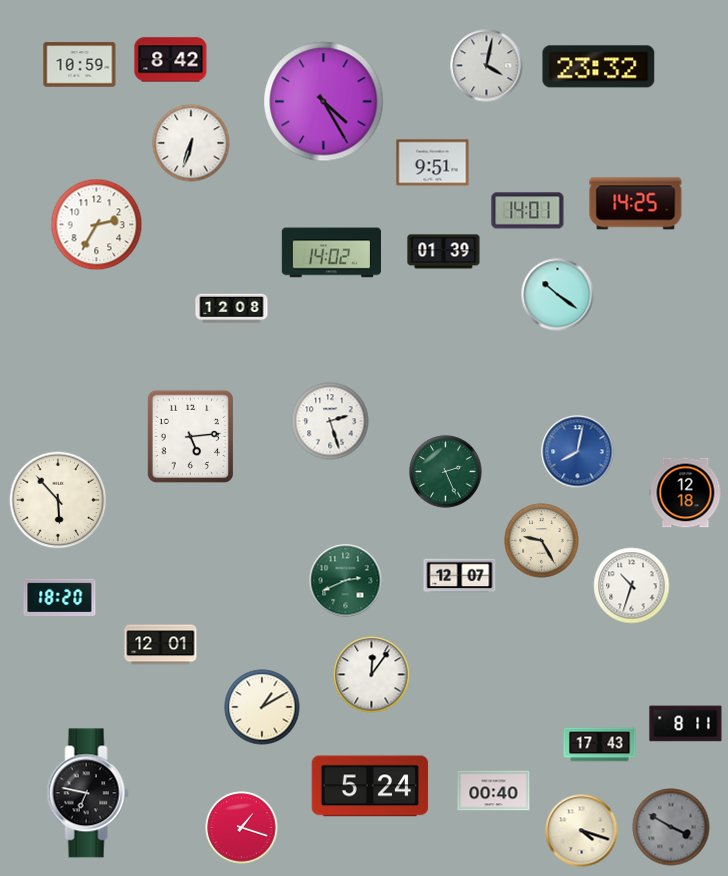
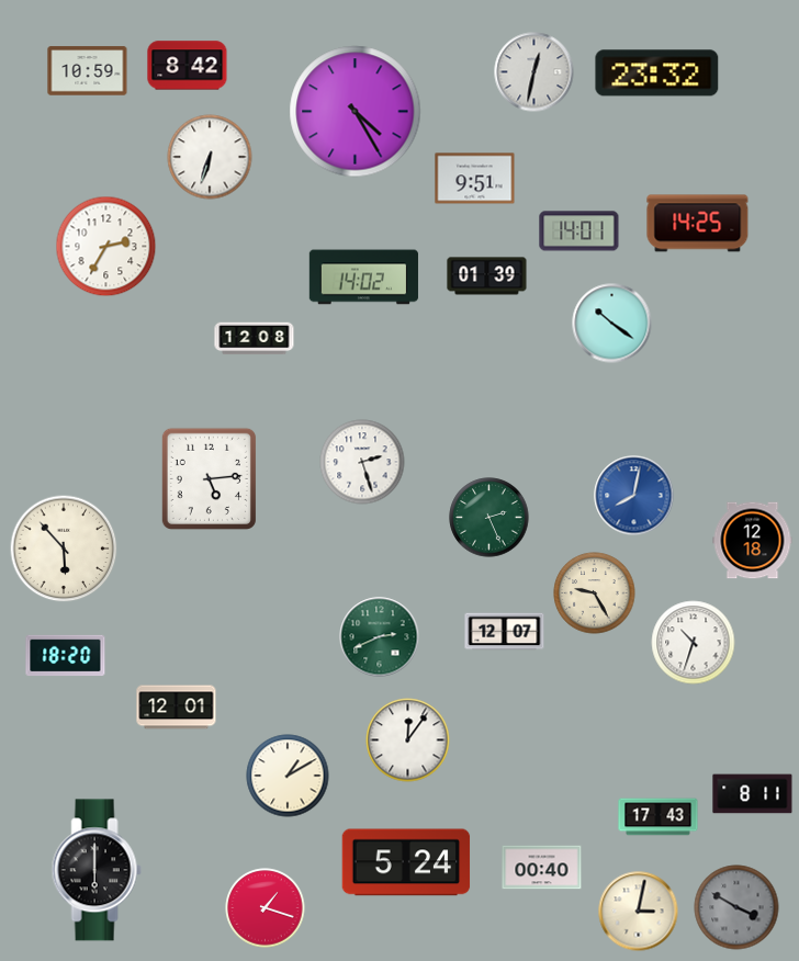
clock at (487, 66): 4:02 -> 12:32
clock at (88, 793): 6:47 -> 6:00
clock at (582, 831): 4:18 -> 3:02
